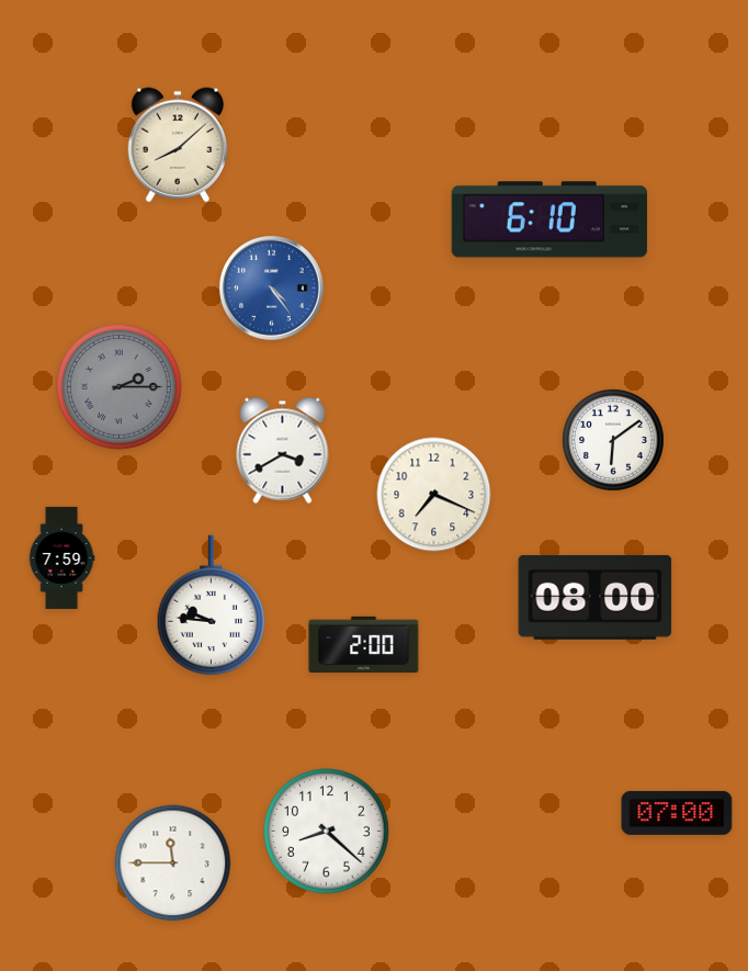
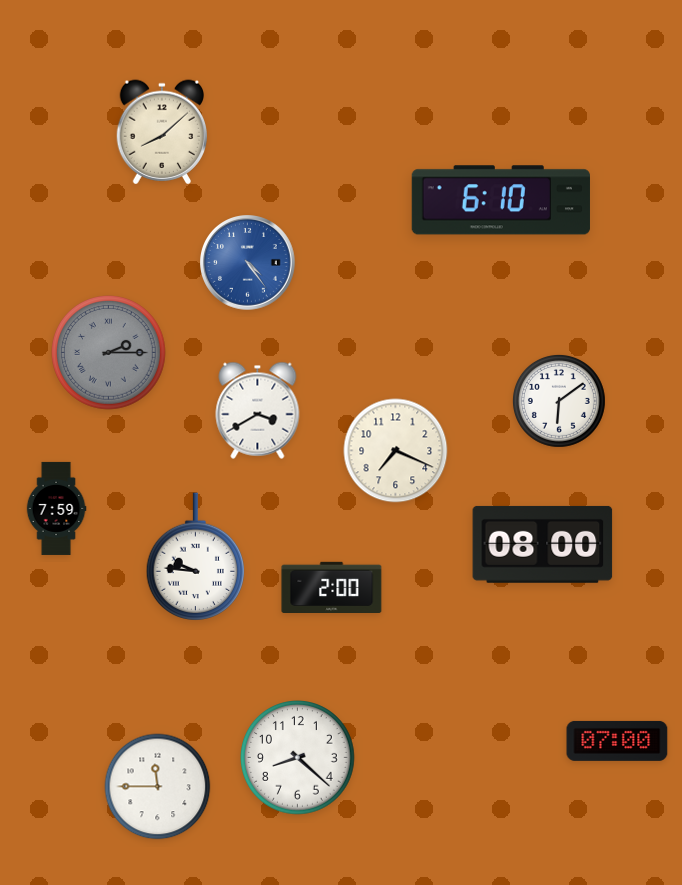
clock at (211, 605) position: (211, 605) -> (195, 556)
